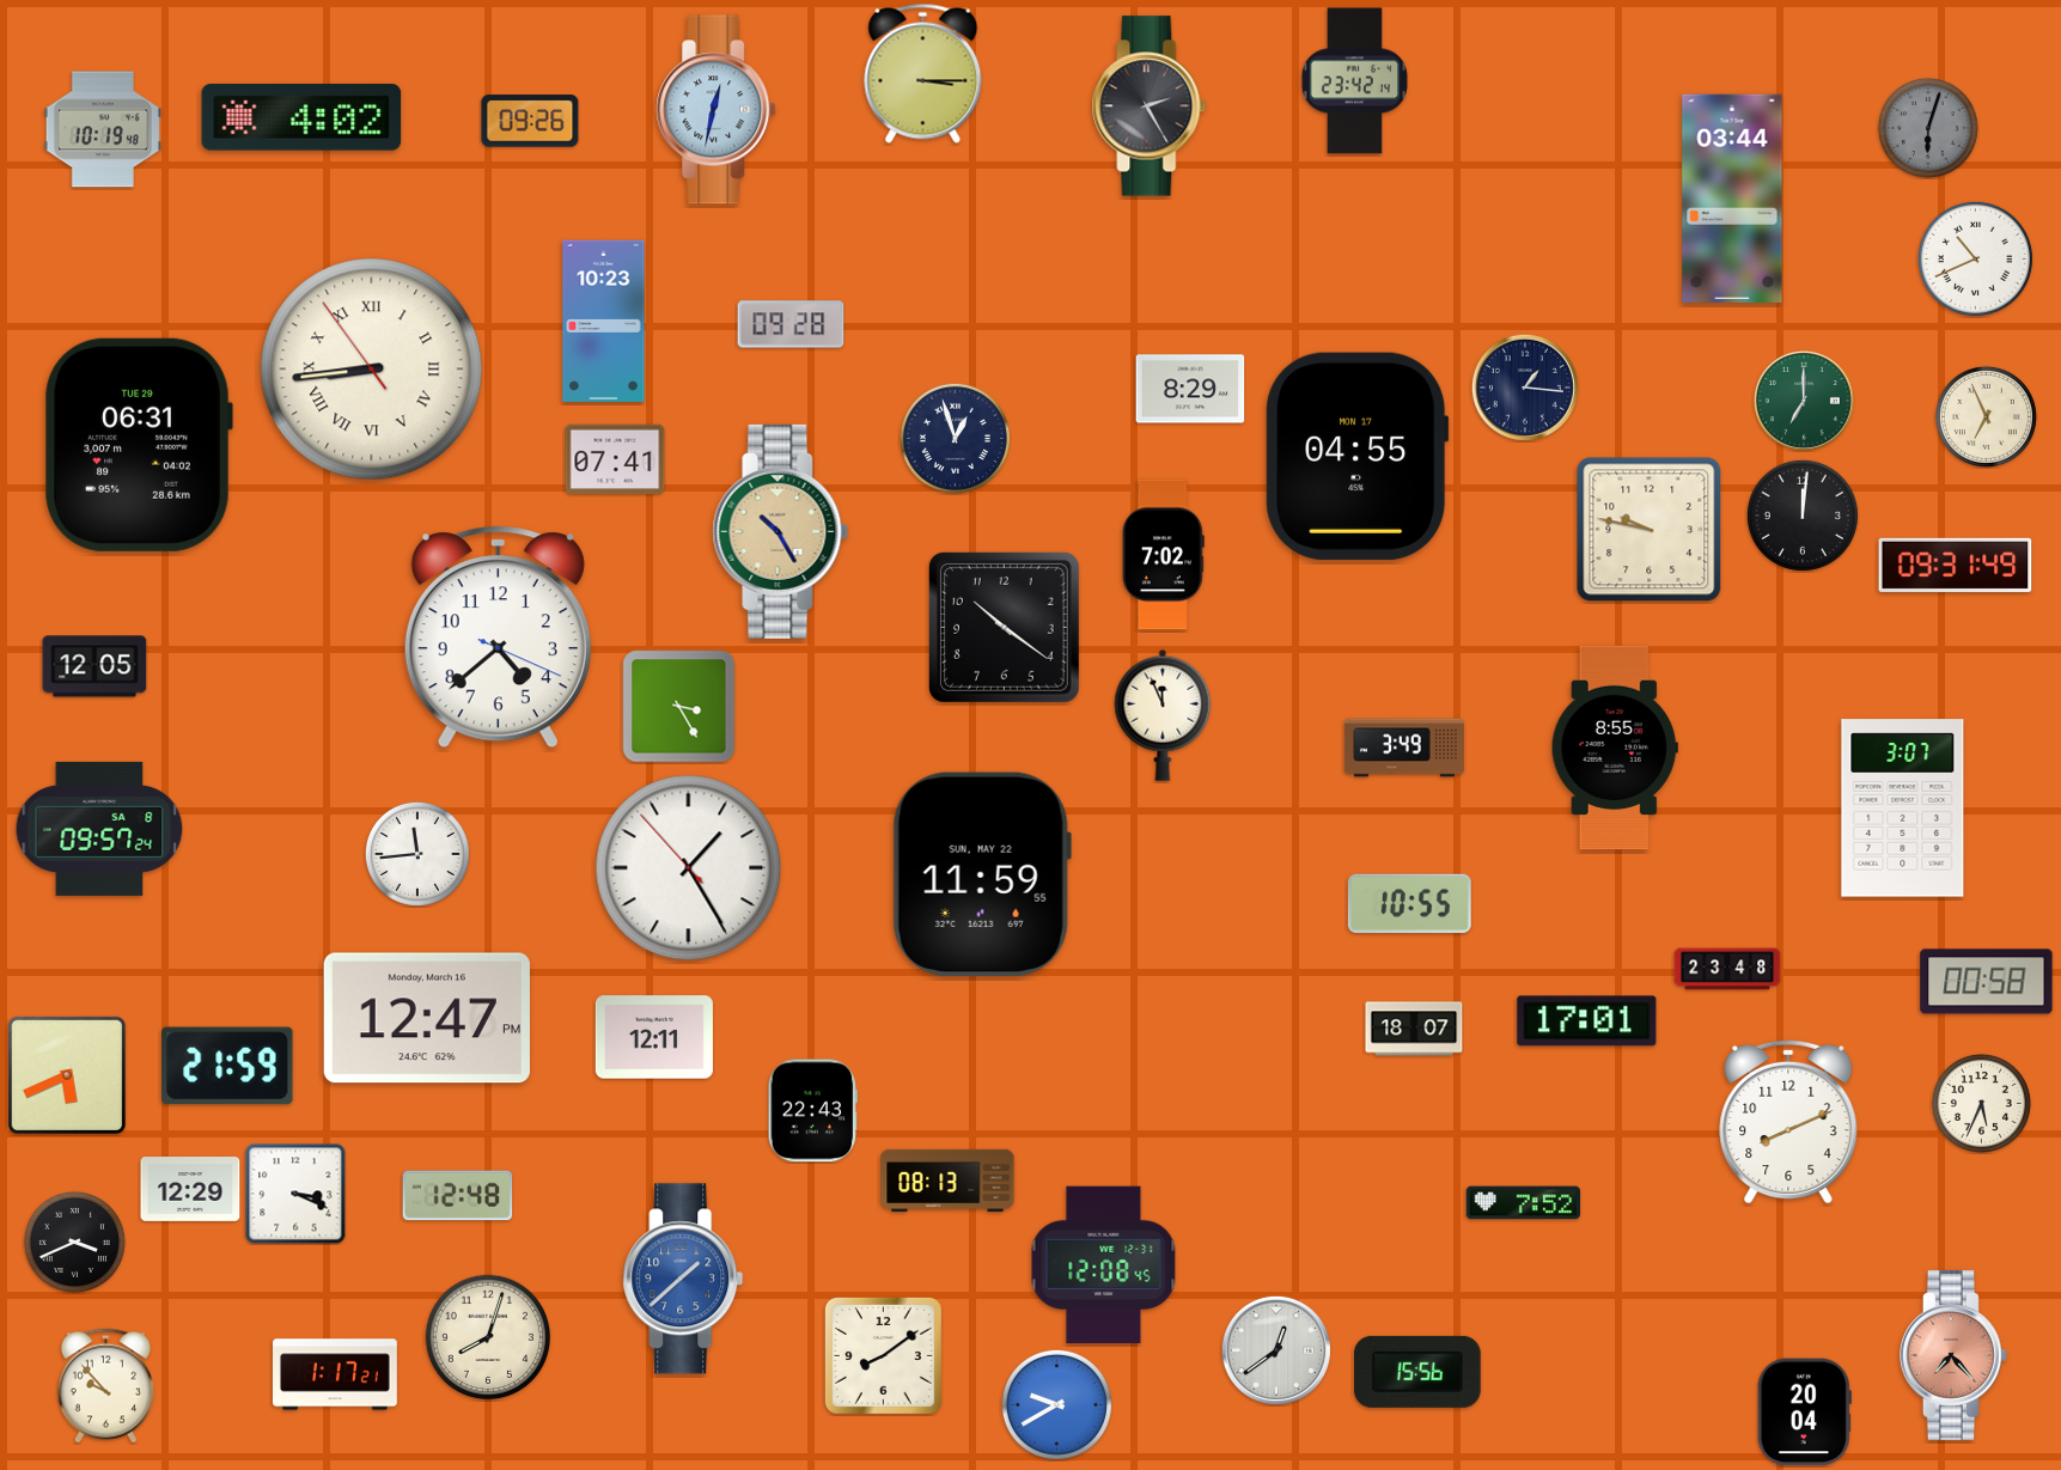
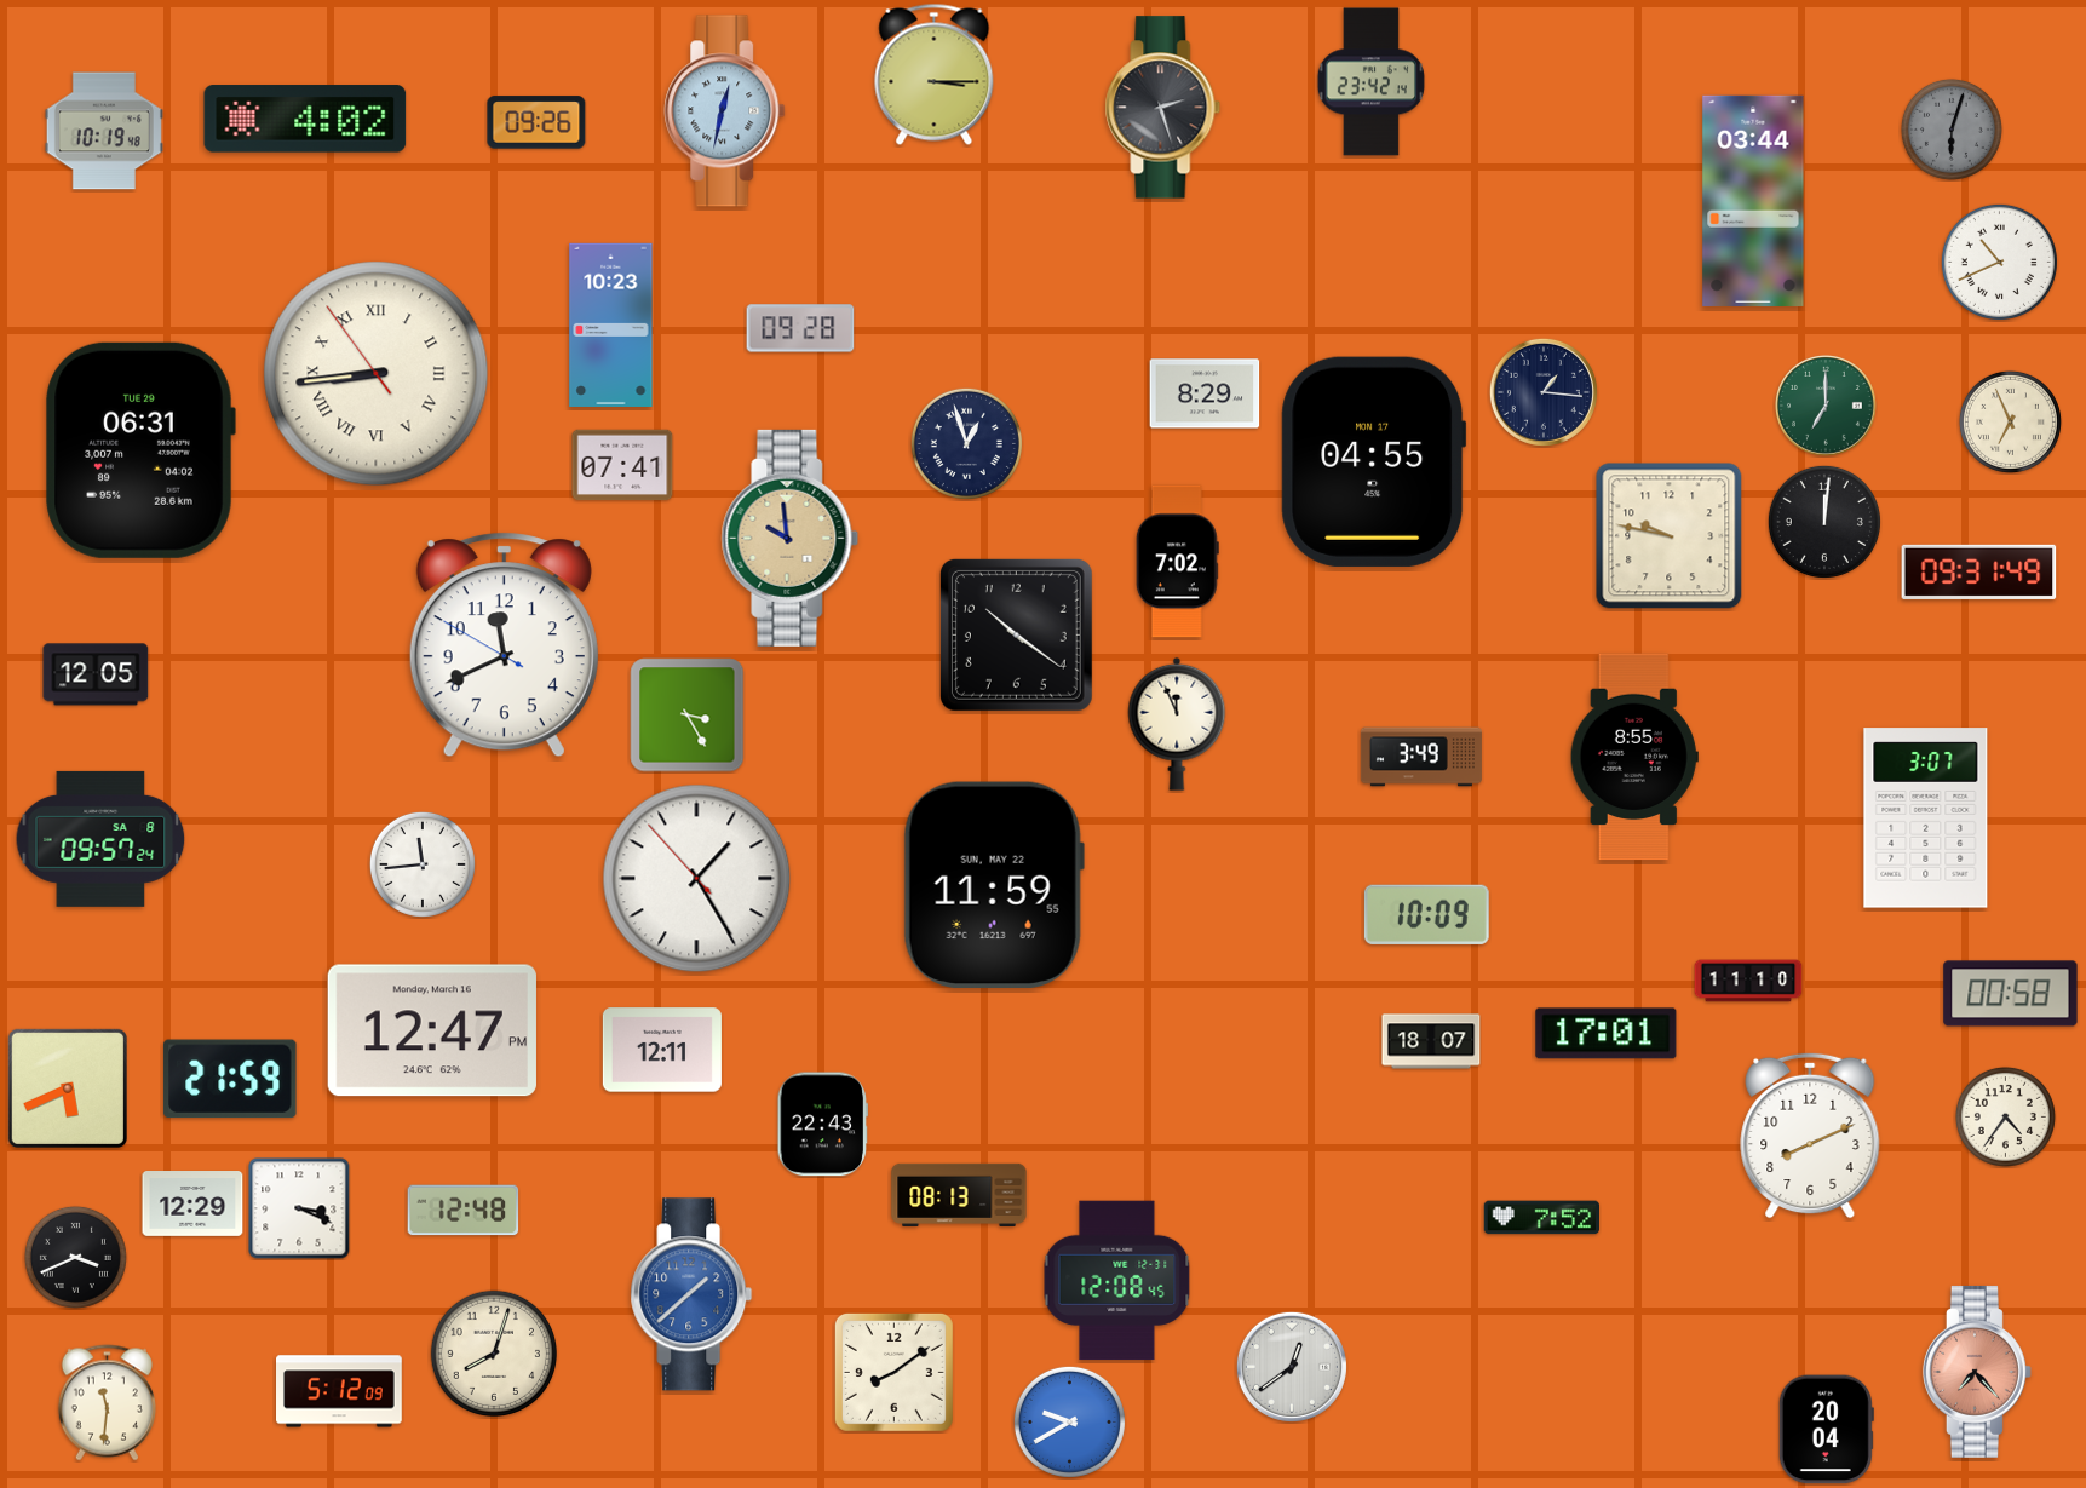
clock at (1150, 106): 2:25 -> 2:27
clock at (781, 531): 10:25 -> 9:59
clock at (498, 638): 4:38 -> 11:40
clock at (1409, 903): 10:55 -> 10:09
clock at (1727, 969): 23:48 -> 11:10
clock at (1981, 1103): 5:34 -> 4:36
clock at (1419, 1372): 15:56 -> none
clock at (336, 1374): 1:17 -> 5:12
clock at (105, 1386): 9:53 -> 11:31
